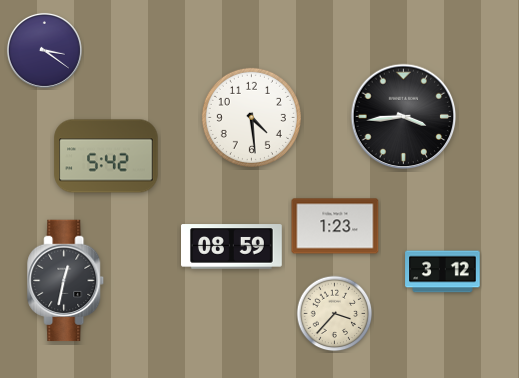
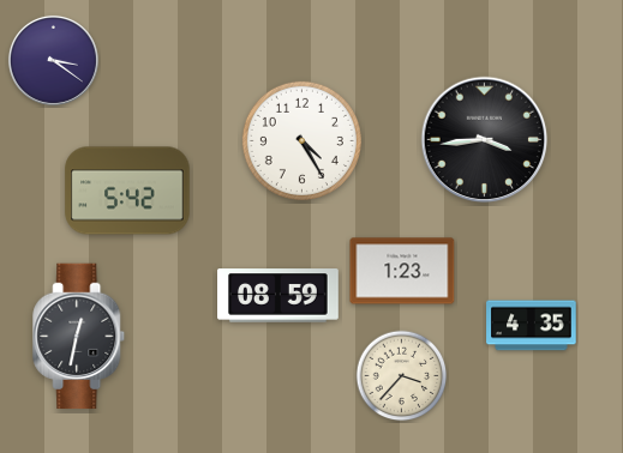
clock at (251, 117): 4:29 -> 4:25
clock at (106, 156) position: (106, 156) -> (127, 191)
clock at (443, 272): 3:12 -> 4:35
